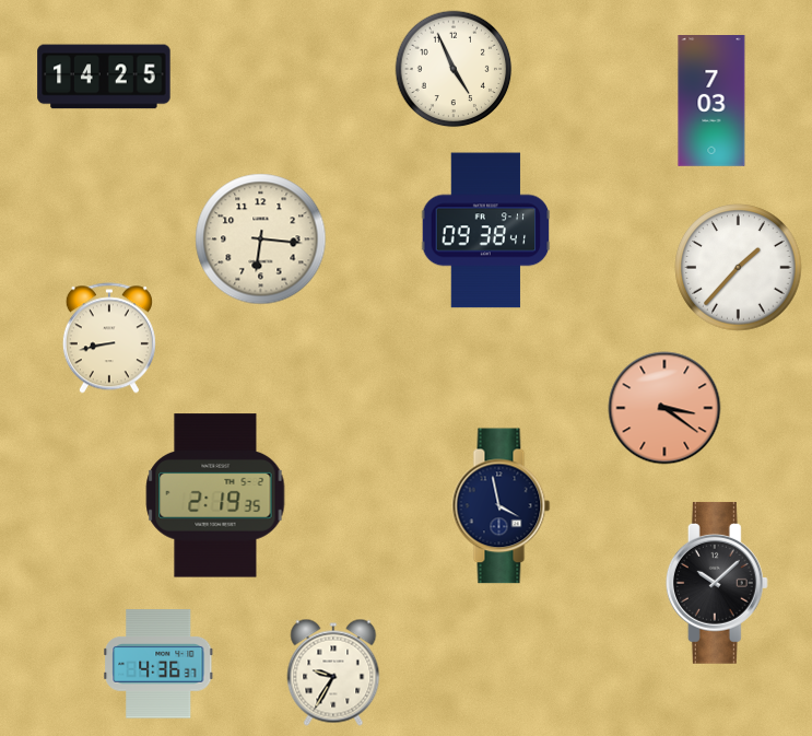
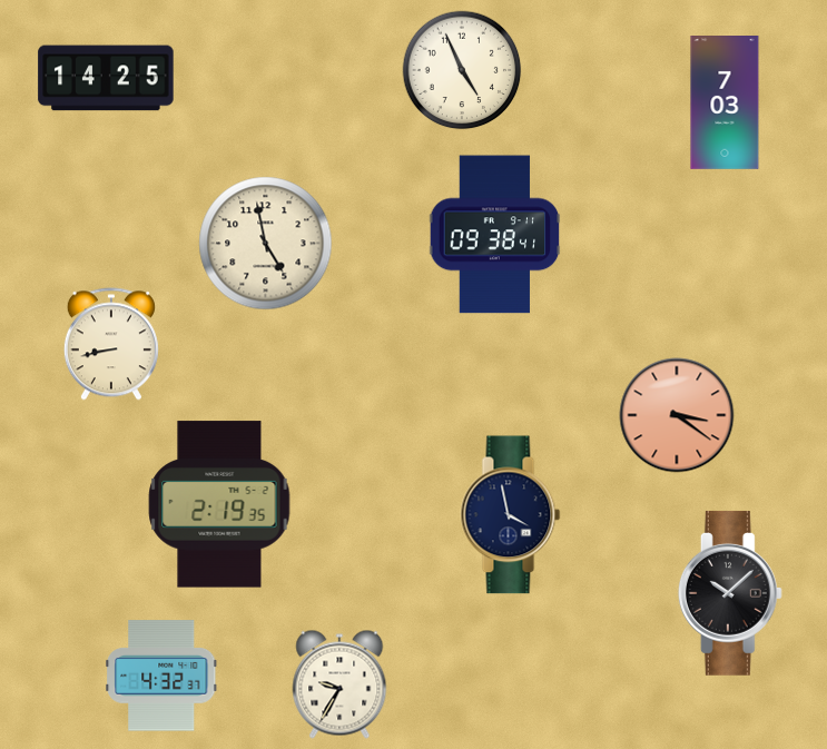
clock at (261, 240): 6:16 -> 4:58
clock at (739, 268): 1:37 -> none
clock at (158, 664): 4:36 -> 4:32
